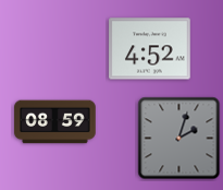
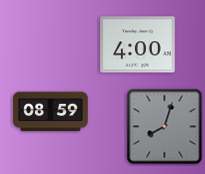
clock at (150, 49): 4:52 -> 4:00
clock at (179, 139): 2:03 -> 8:03
